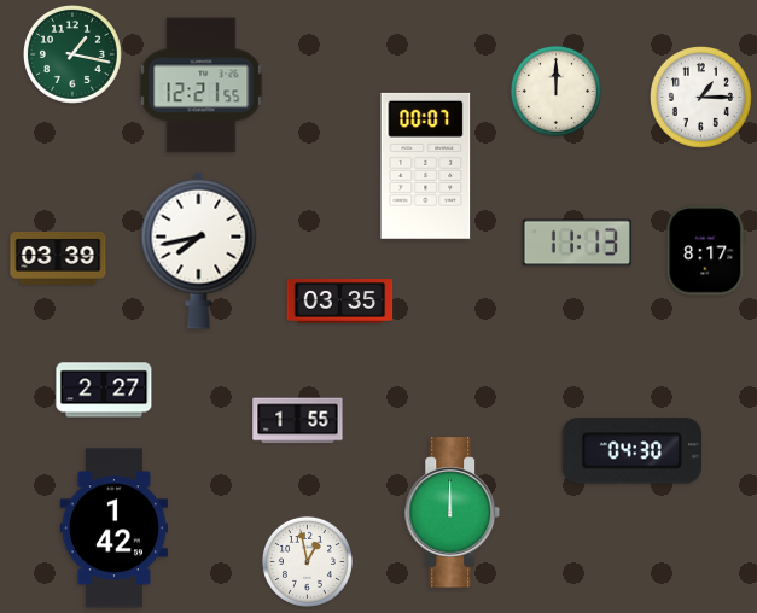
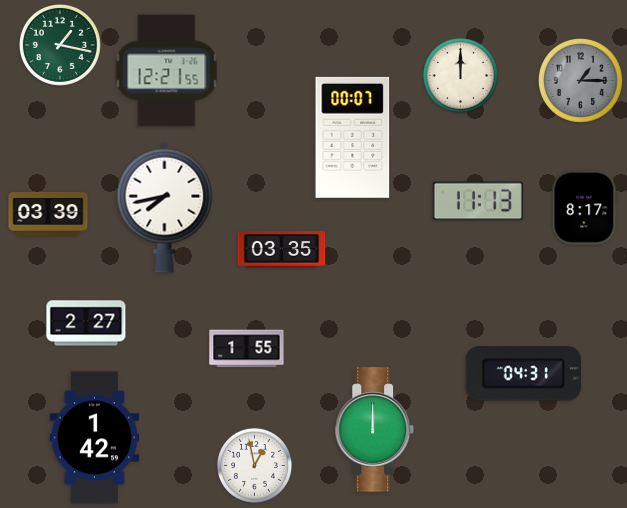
clock at (700, 97) dial: white -> grey
clock at (631, 451): 04:30 -> 04:31
clock at (453, 513) position: (453, 513) -> (375, 430)
